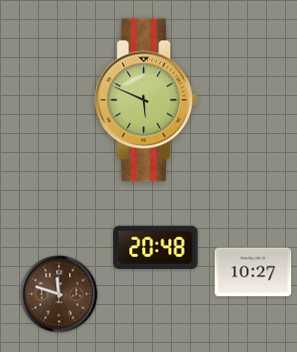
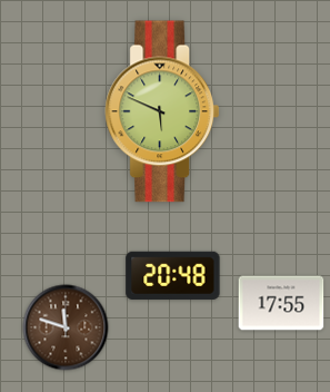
clock at (253, 272): 10:27 -> 17:55
